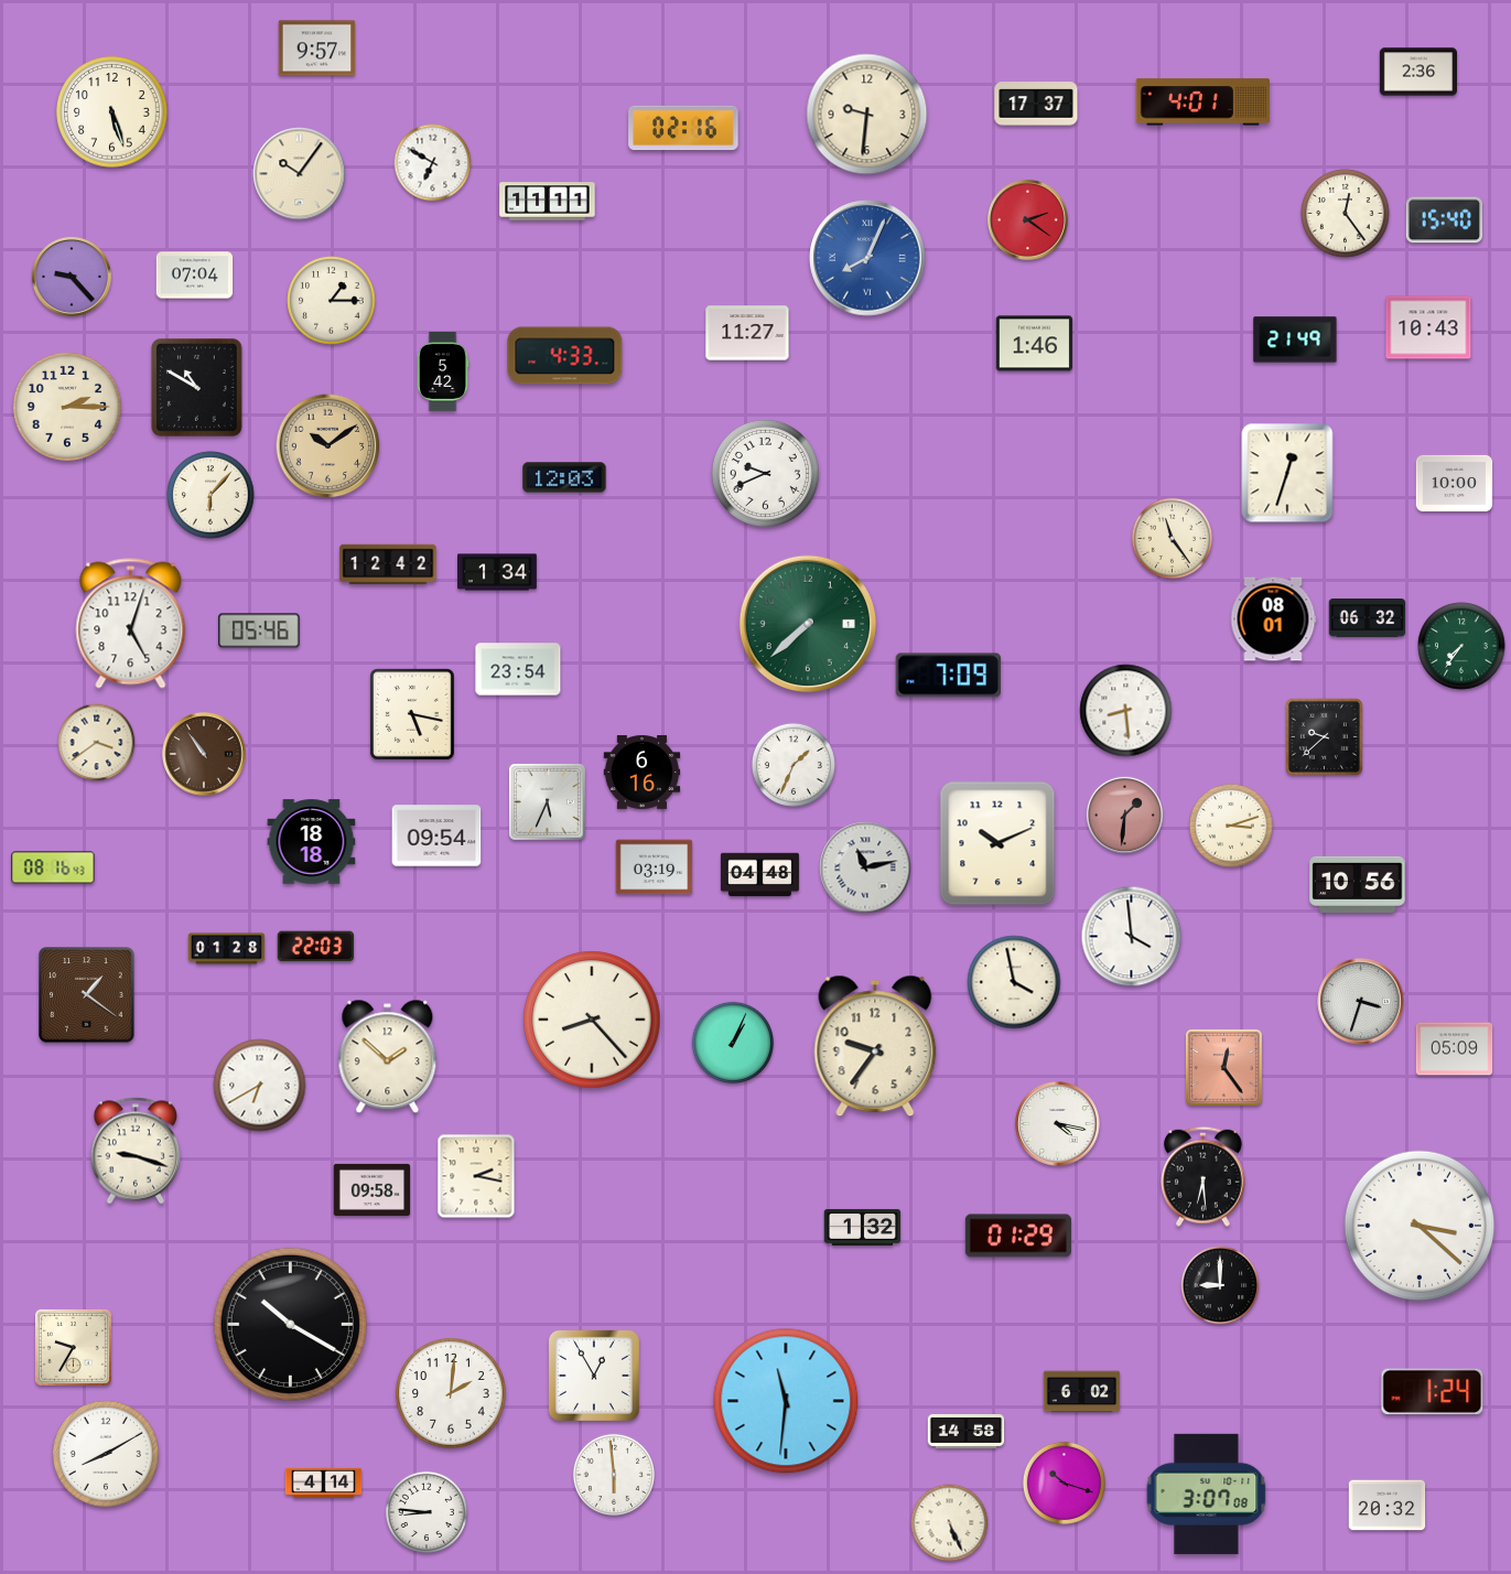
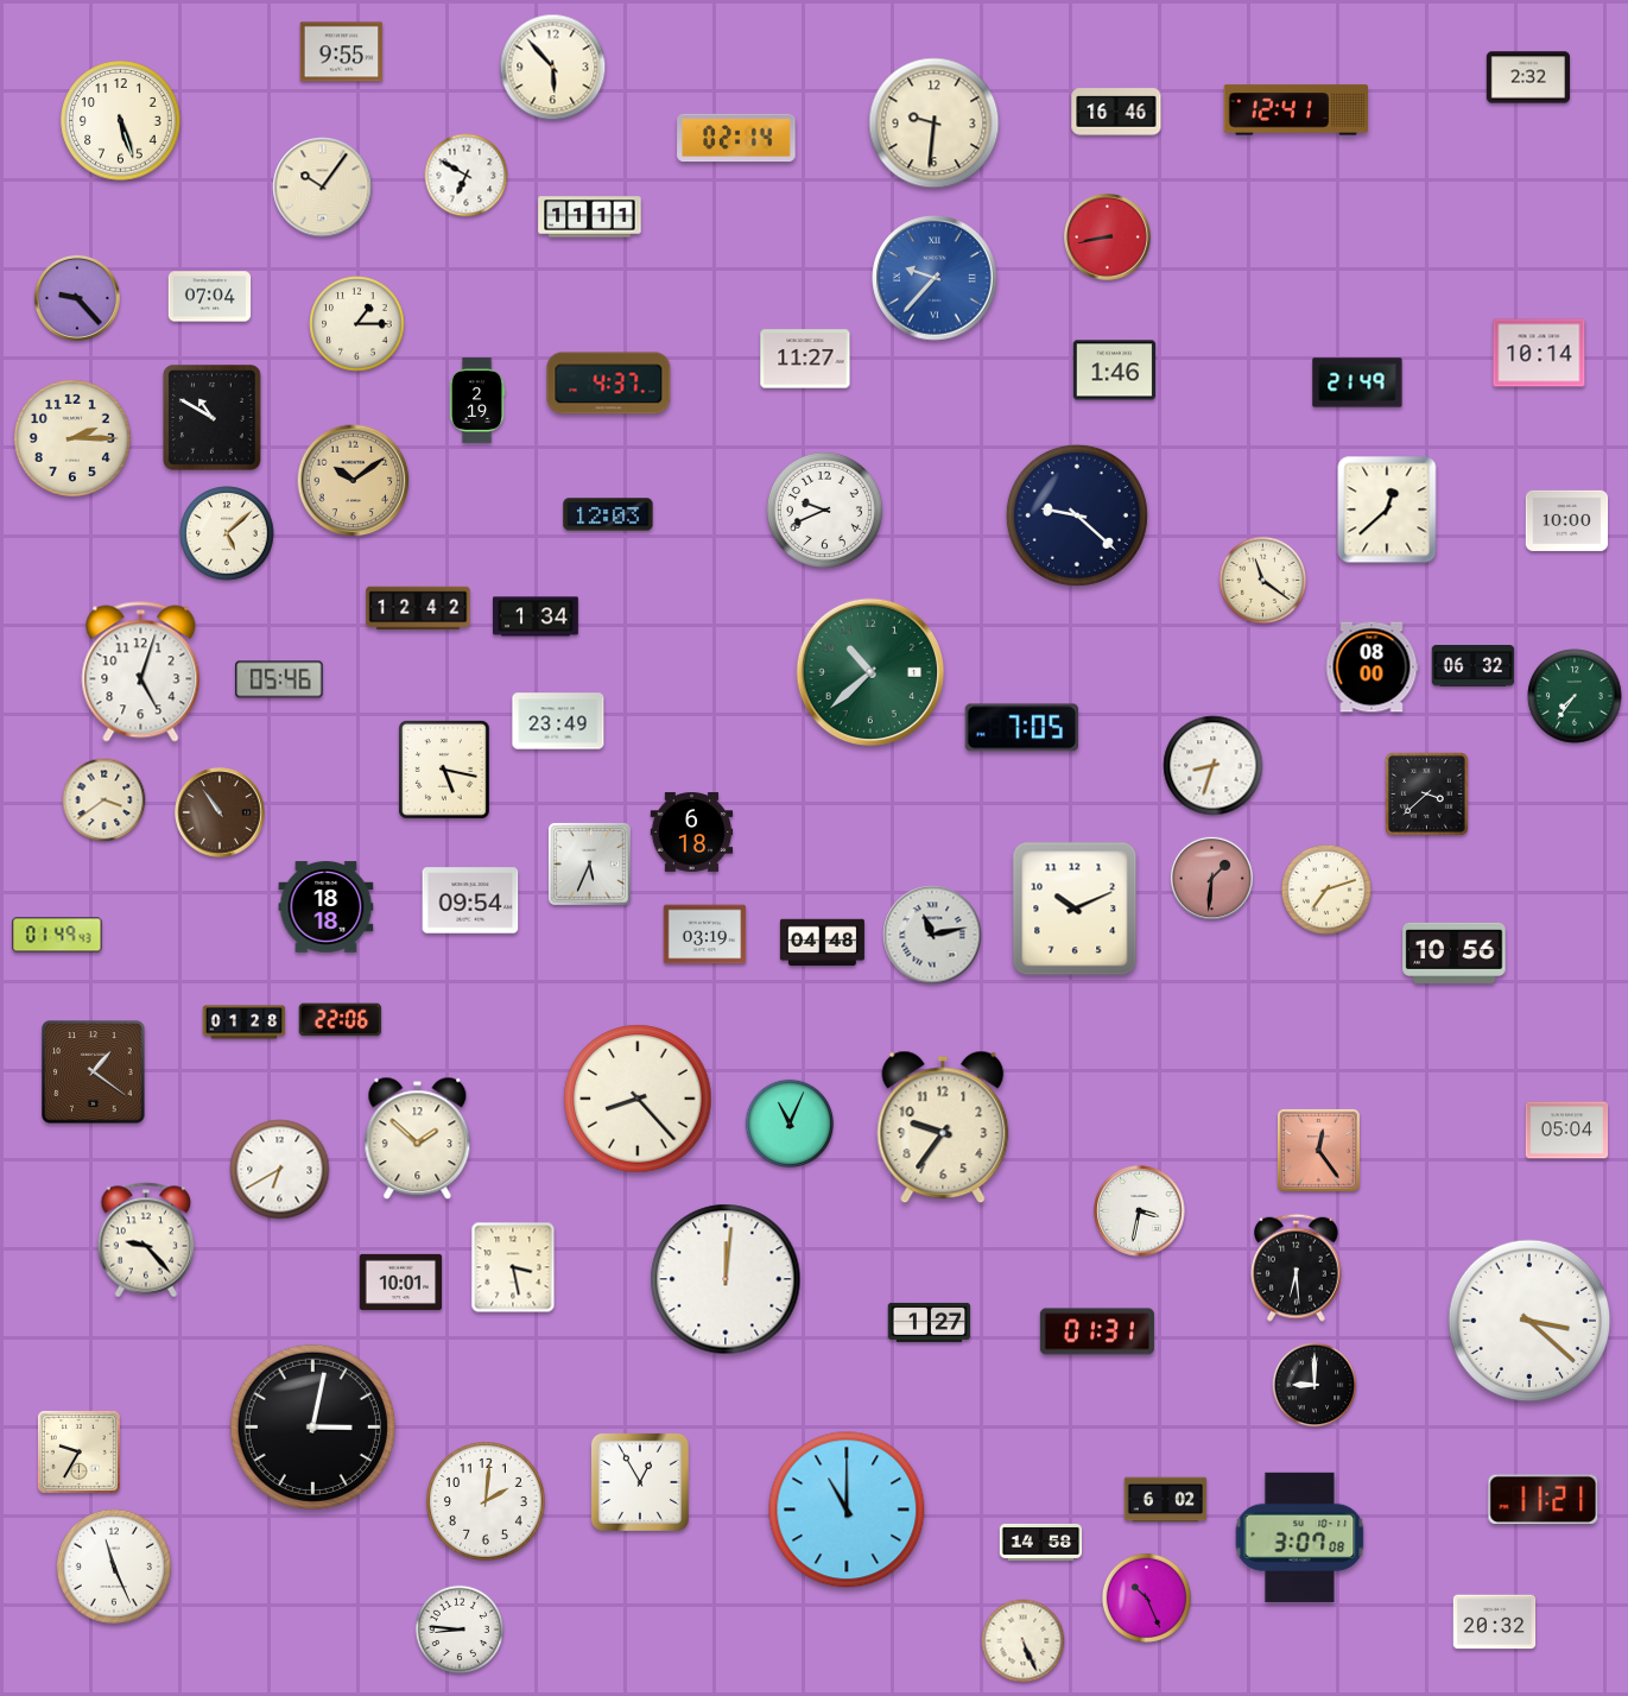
clock at (317, 48): 9:57 -> 9:55
clock at (553, 68): none -> 5:53
clock at (1417, 72): 2:36 -> 2:32
clock at (1202, 103): 4:01 -> 12:41
clock at (1036, 104): 17:37 -> 16:46
clock at (683, 128): 02:16 -> 02:14
clock at (1346, 214): 12:24 -> none
clock at (1027, 219): 2:21 -> 8:43
clock at (1444, 220): 15:40 -> none
clock at (867, 258): 8:04 -> 9:37
clock at (1428, 327): 10:43 -> 10:14
clock at (1295, 339) position: (1295, 339) -> (1357, 382)
clock at (565, 356): 4:33 -> 4:37
clock at (443, 373): 5:42 -> 2:19
clock at (1287, 473): 12:33 -> 12:38
clock at (1077, 515): none -> 9:22
clock at (211, 495): 6:07 -> 5:08
clock at (1173, 539): 11:24 -> 11:21
clock at (1273, 619): 08:01 -> 08:00
clock at (807, 623): 7:38 -> 10:38
clock at (518, 669): 23:54 -> 23:49
clock at (948, 676): 7:09 -> 7:05
clock at (1126, 711): 8:29 -> 8:33
clock at (1324, 736): 9:38 -> 3:38
clock at (794, 765): 1:34 -> none
clock at (643, 773): 6:16 -> 6:18
clock at (1231, 826): 3:12 -> 7:12
clock at (312, 842) position: (312, 842) -> (327, 907)
clock at (53, 867): 08:16 -> 01:49
clock at (759, 875) position: (759, 875) -> (822, 943)
clock at (1358, 884) position: (1358, 884) -> (1455, 953)
clock at (1132, 937): 3:59 -> none
clock at (316, 947): 22:03 -> 22:06
clock at (1014, 982): 3:58 -> none
clock at (1361, 1002): 3:33 -> none
clock at (732, 1042): 1:04 -> 11:04
clock at (1455, 1049): 05:09 -> 05:04
clock at (1058, 1124): 4:17 -> 3:32
clock at (136, 1151): 9:18 -> 9:23
clock at (476, 1176): 2:17 -> 3:28
clock at (726, 1279): none -> 12:01
clock at (373, 1189): 09:58 -> 10:01
clock at (863, 1227): 1:32 -> 1:27
clock at (1018, 1236): 01:29 -> 01:31
clock at (290, 1324): 10:20 -> 3:02
clock at (1433, 1391): 1:24 -> 11:21
clock at (786, 1401): 11:31 -> 11:00
clock at (106, 1454): 8:10 -> 11:26
clock at (613, 1474): 5:59 -> none
clock at (324, 1483): 4:14 -> none
clock at (1064, 1483): 10:18 -> 10:26
clock at (1207, 1494) position: (1207, 1494) -> (1300, 1537)
